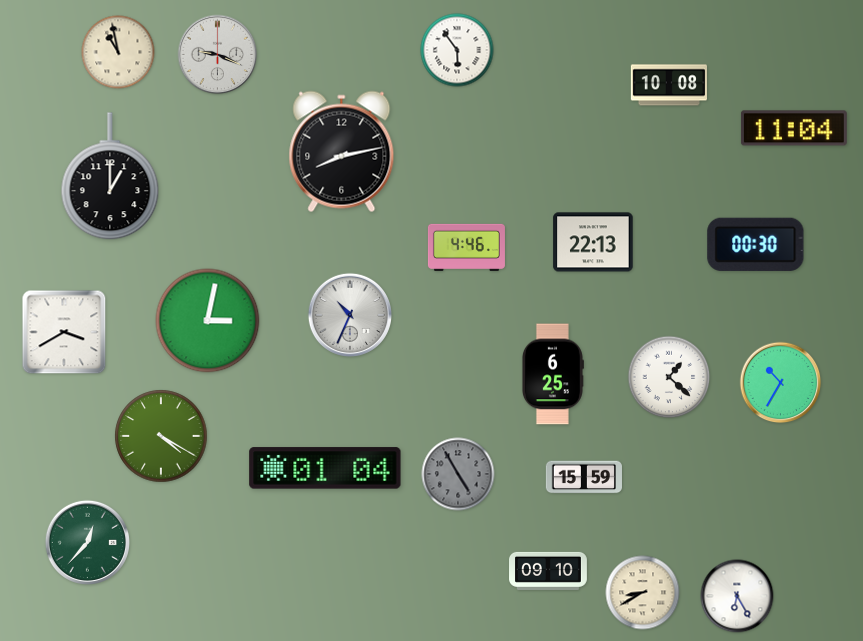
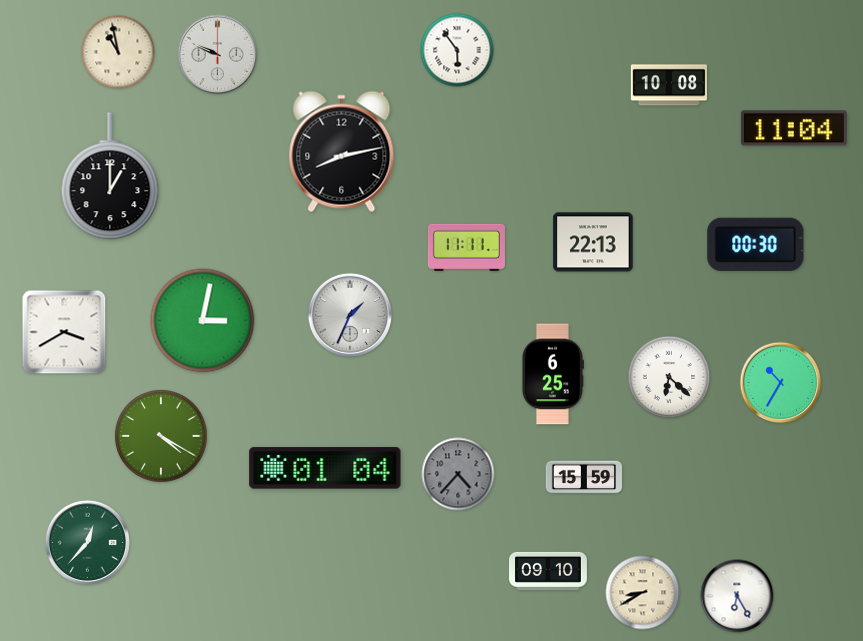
clock at (218, 55): 9:19 -> 9:49
clock at (466, 247): 4:46 -> 11:11
clock at (349, 314): 10:34 -> 1:34
clock at (208, 321) position: (208, 321) -> (203, 321)
clock at (669, 377): 1:22 -> 6:22
clock at (458, 474): 4:55 -> 4:37
